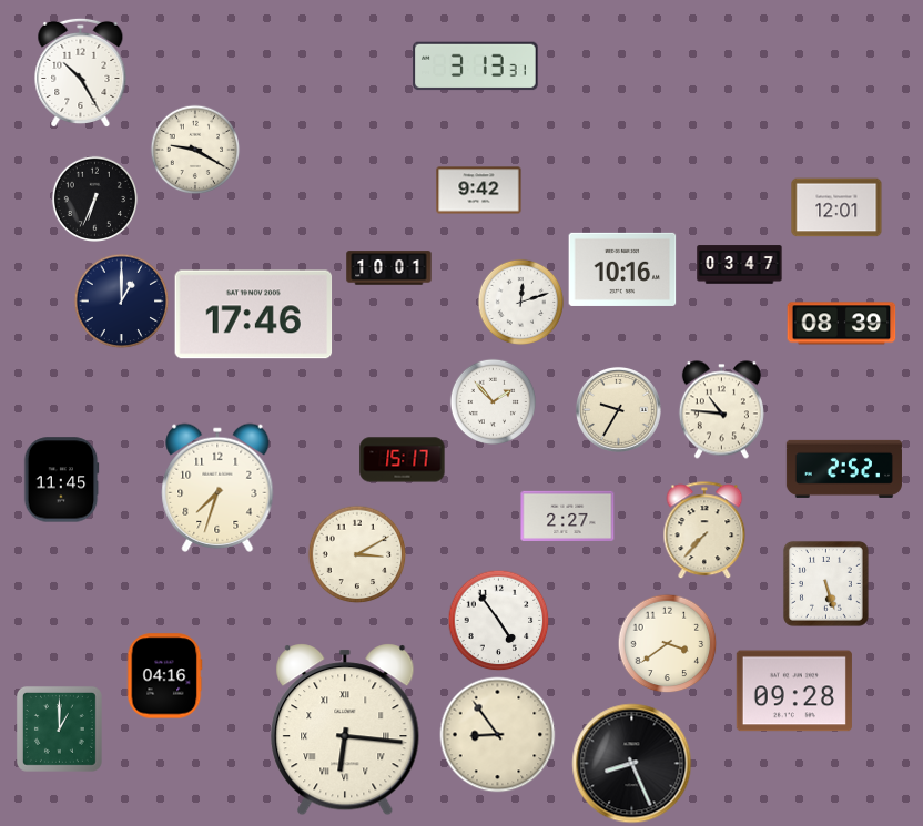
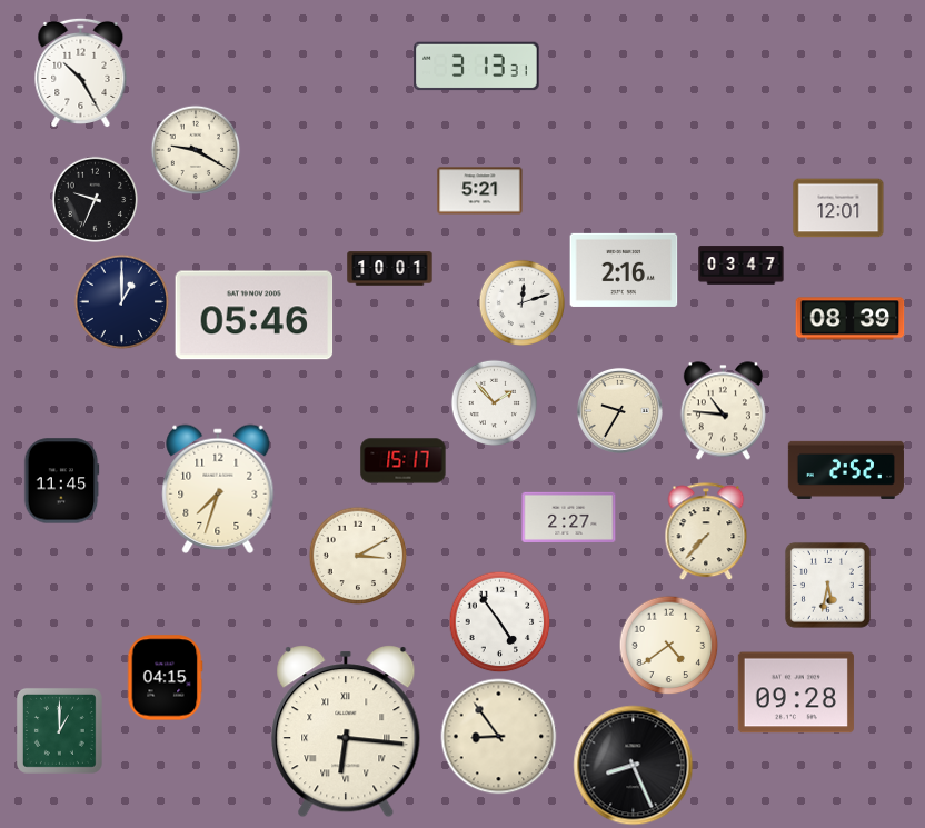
clock at (479, 191): 9:42 -> 5:21
clock at (94, 198): 6:34 -> 9:34
clock at (622, 269): 10:16 -> 2:16
clock at (254, 315): 17:46 -> 05:46
clock at (842, 324) position: (842, 324) -> (851, 319)
clock at (825, 583): 5:27 -> 5:32
clock at (667, 643): 3:39 -> 4:39
clock at (164, 676): 04:16 -> 04:15
